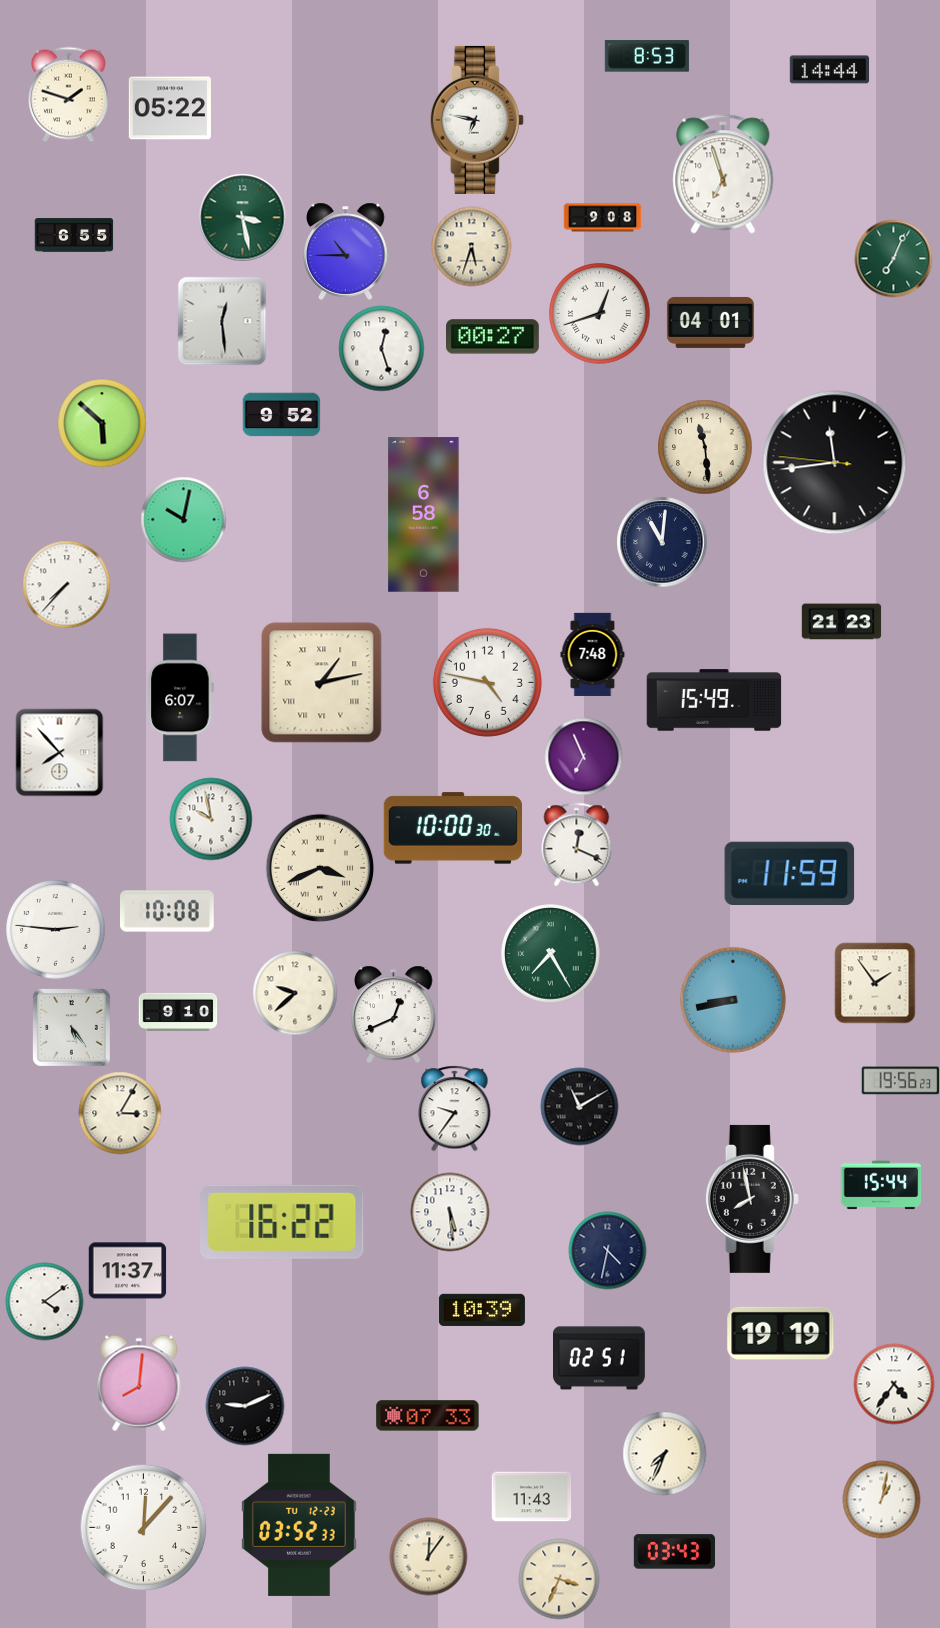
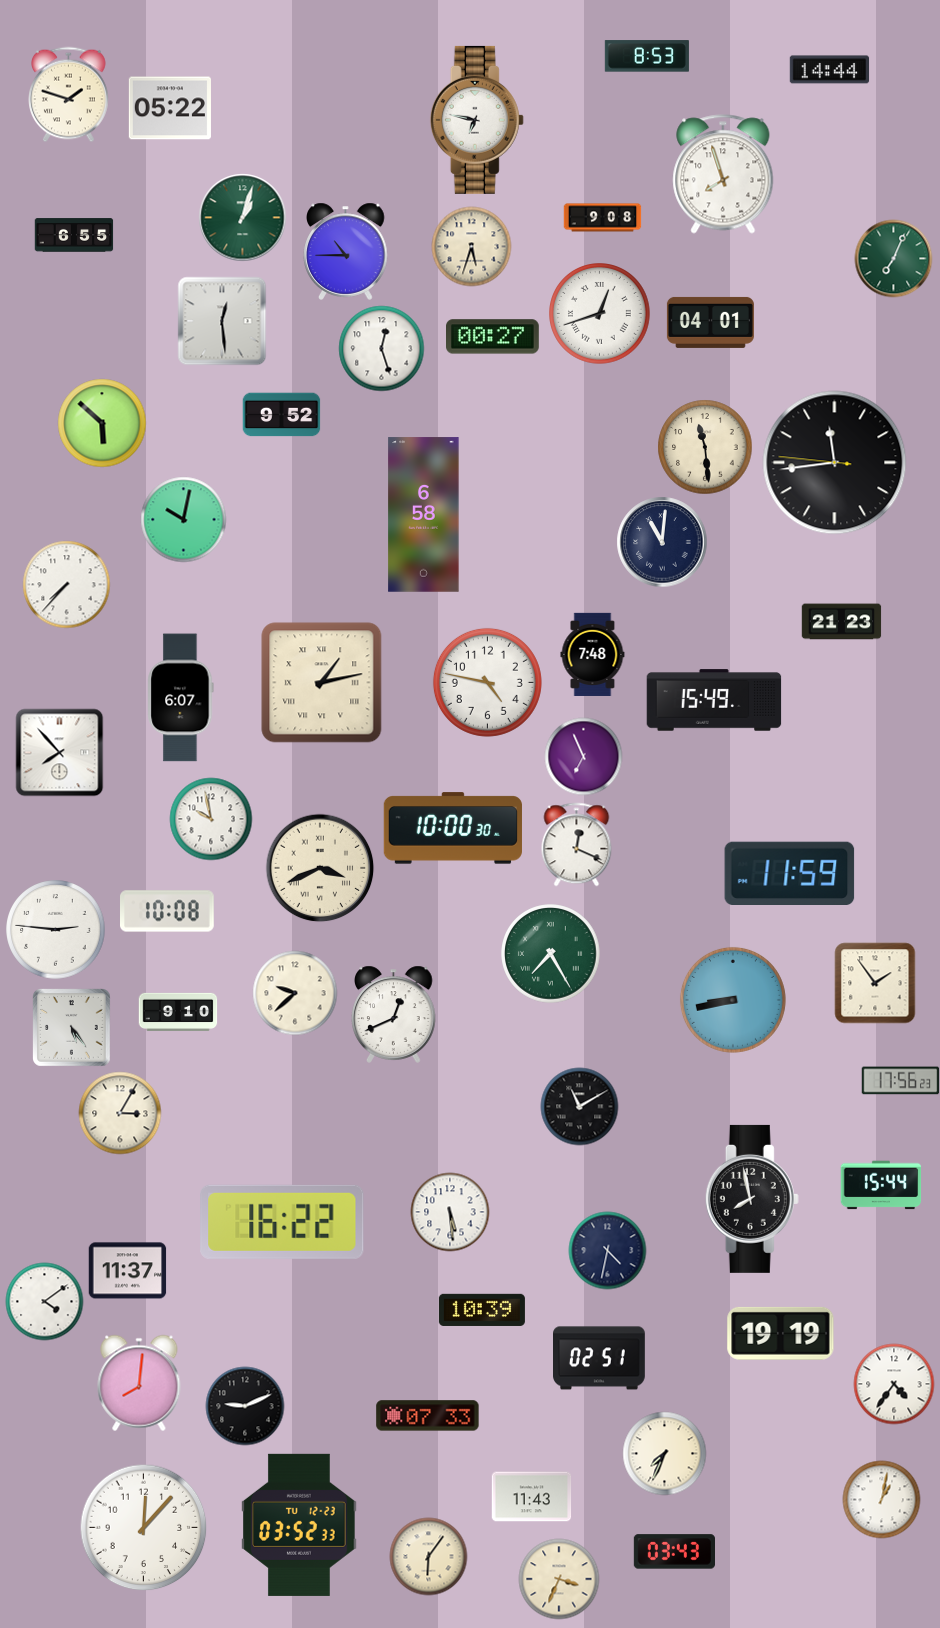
clock at (723, 174): 6:57 -> 7:57
clock at (242, 217): 3:28 -> 1:03
clock at (900, 1081): 19:56 -> 17:56
clock at (455, 1108): 9:36 -> none
clock at (428, 1556): 12:06 -> 6:06
